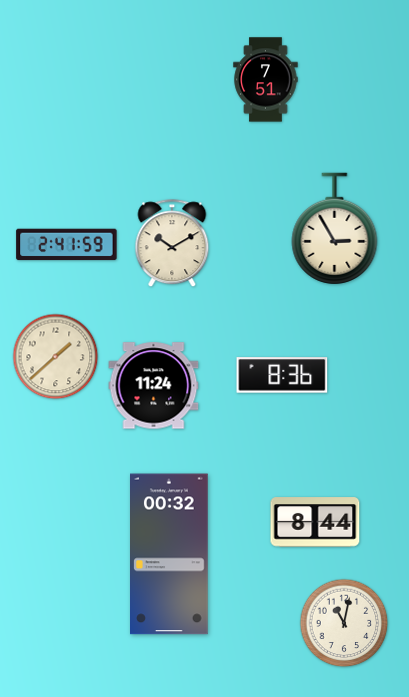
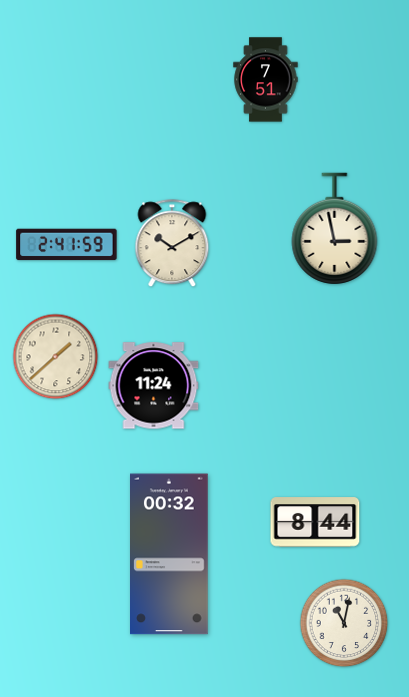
clock at (335, 229): 2:55 -> 2:58
clock at (282, 375): 8:36 -> none
